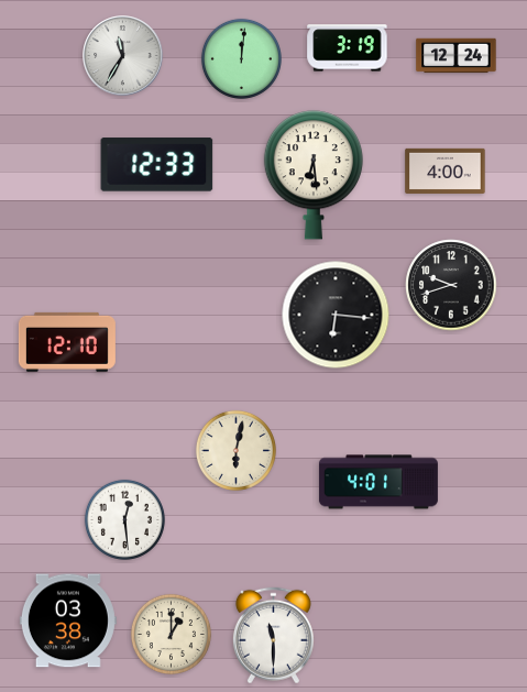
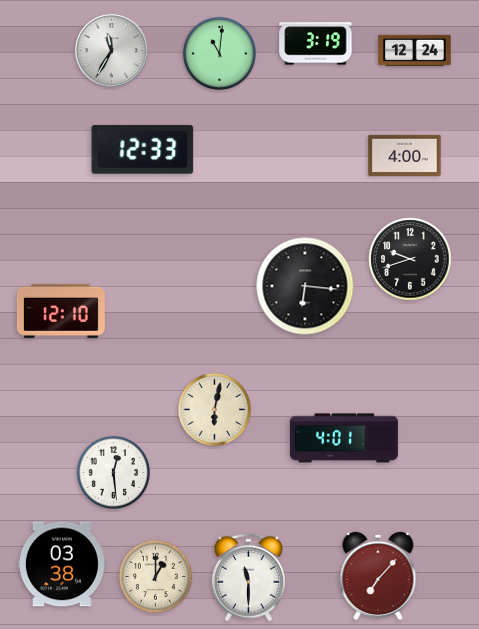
clock at (241, 58): 12:01 -> 11:01
clock at (314, 175): 6:29 -> none
clock at (378, 576): none -> 7:07
